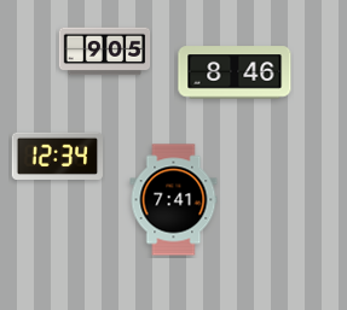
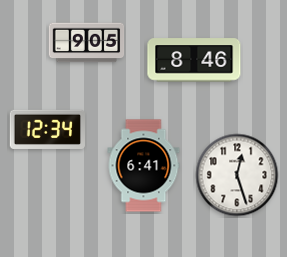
clock at (174, 200): 7:41 -> 6:41
clock at (237, 175): none -> 12:27
